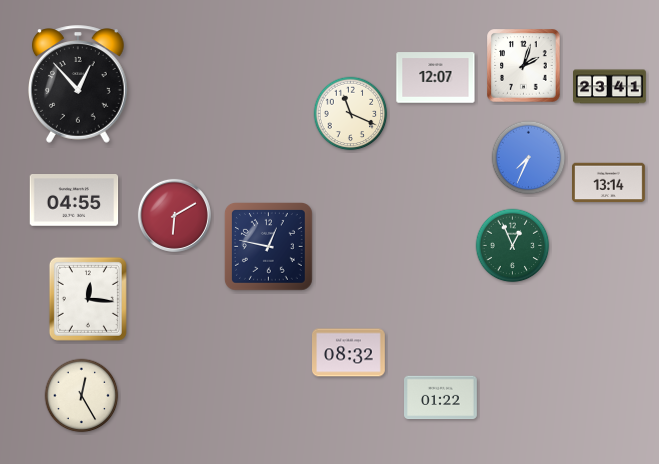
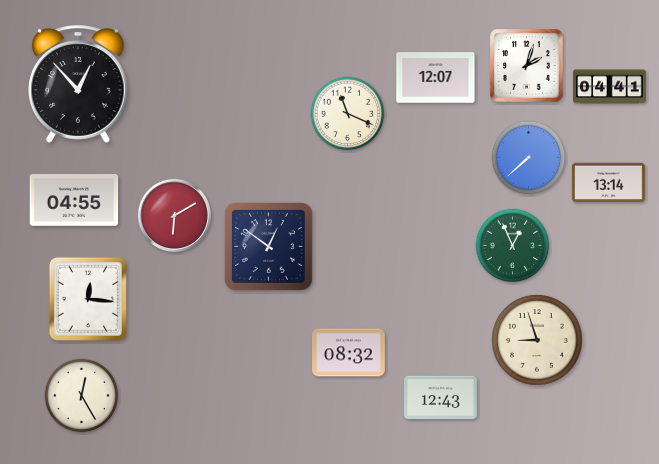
clock at (524, 66) position: (524, 66) -> (527, 66)
clock at (610, 87): 23:41 -> 04:41
clock at (351, 114) position: (351, 114) -> (348, 114)
clock at (529, 158): 7:34 -> 7:38
clock at (269, 247): 12:47 -> 12:51
clock at (537, 340): none -> 8:57
clock at (441, 398): 01:22 -> 12:43
